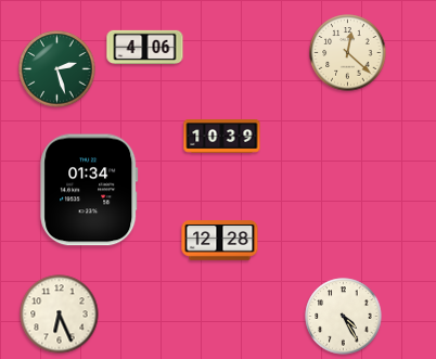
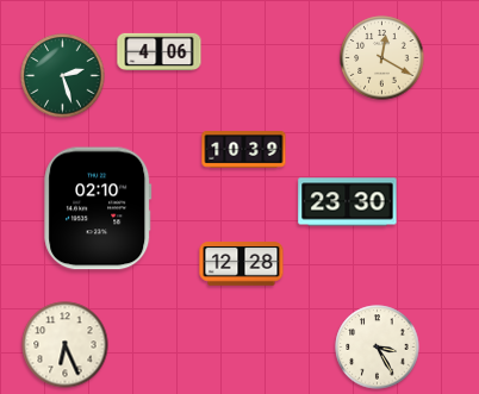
clock at (348, 53): 12:22 -> 12:20
clock at (348, 202): none -> 23:30
clock at (89, 190): 01:34 -> 02:10
clock at (344, 317): 4:25 -> 3:25
